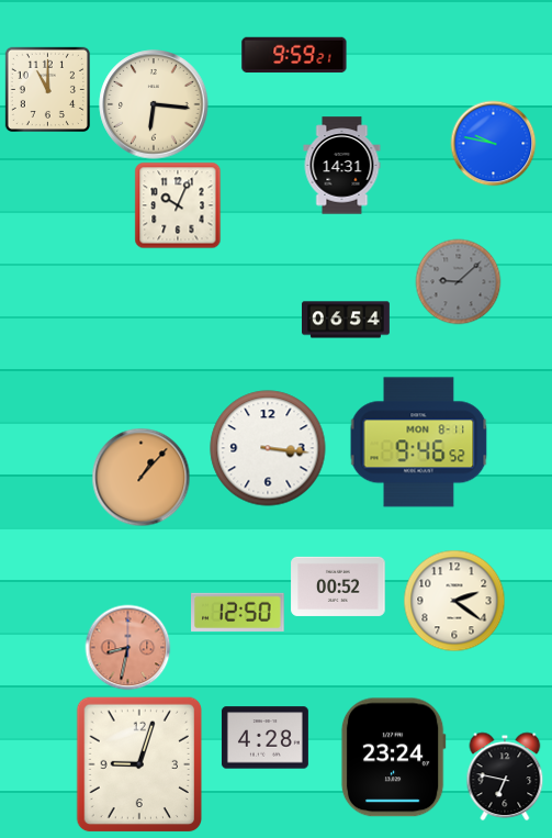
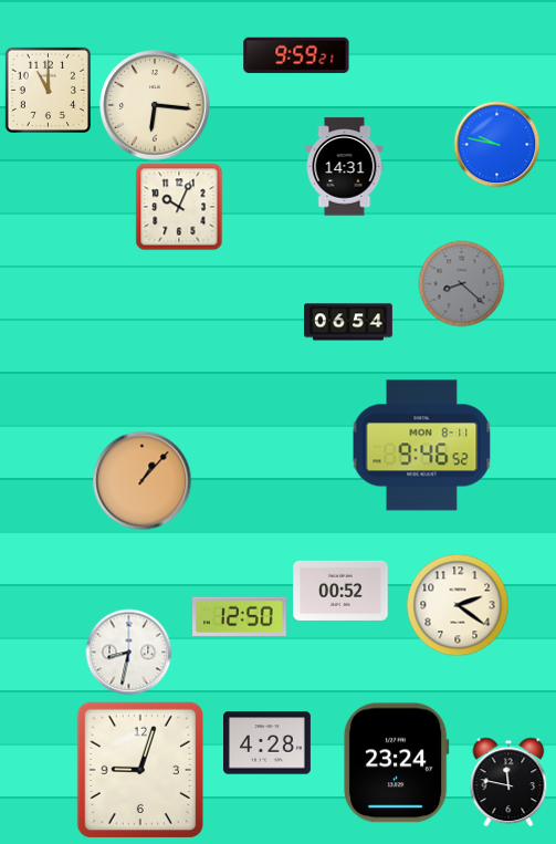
clock at (458, 281): 9:08 -> 8:22
clock at (268, 448): 3:16 -> none
clock at (127, 647) dial: salmon -> white
clock at (505, 776): 6:47 -> 11:47
